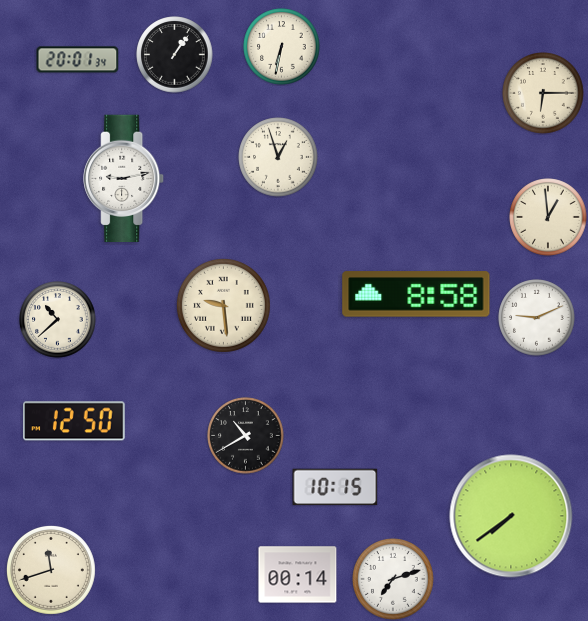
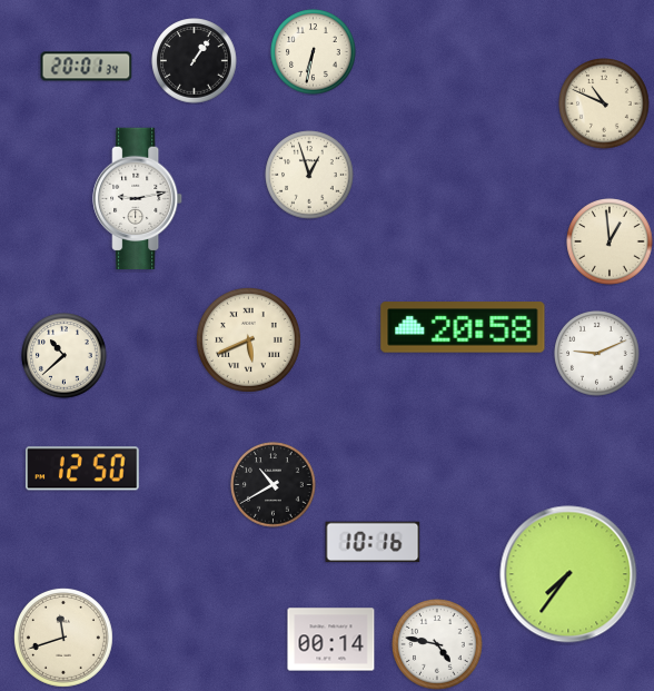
clock at (544, 94): 6:15 -> 10:49
clock at (416, 294): 8:58 -> 20:58
clock at (223, 305): 9:29 -> 5:41
clock at (335, 487): 10:15 -> 10:16
clock at (511, 516): 7:39 -> 7:36
clock at (51, 570) position: (51, 570) -> (63, 638)
clock at (394, 580): 7:12 -> 4:47
